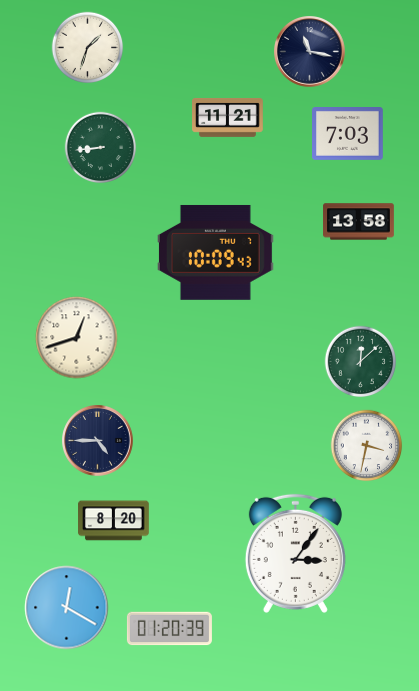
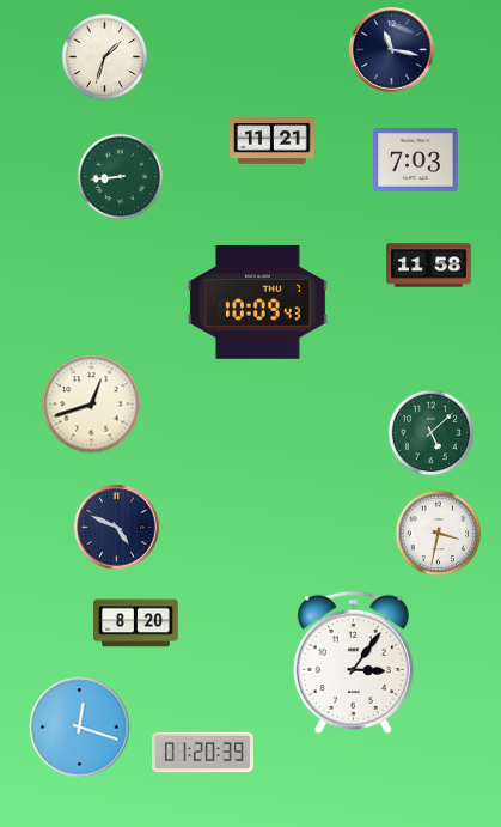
clock at (310, 52) position: (310, 52) -> (392, 50)
clock at (359, 222): 13:58 -> 11:58
clock at (361, 362): 12:08 -> 5:08
clock at (98, 441): 4:45 -> 4:49
clock at (67, 608): 12:20 -> 12:18
